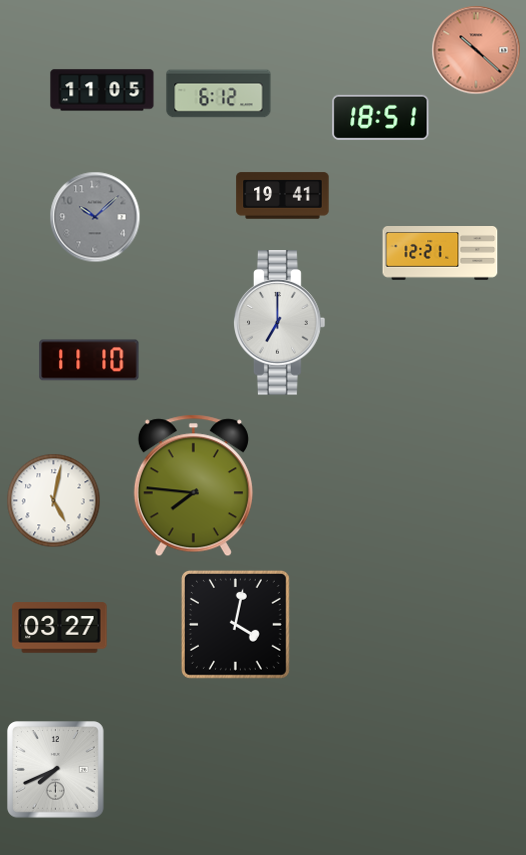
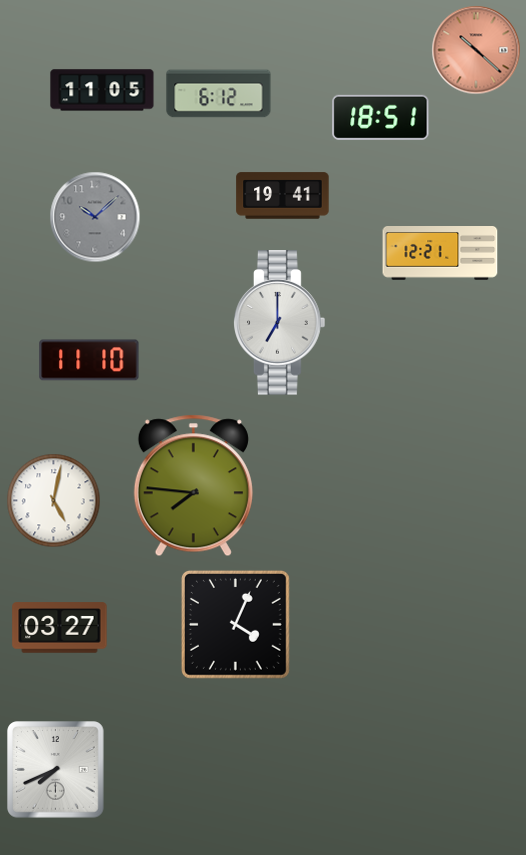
clock at (235, 624): 4:02 -> 4:04
